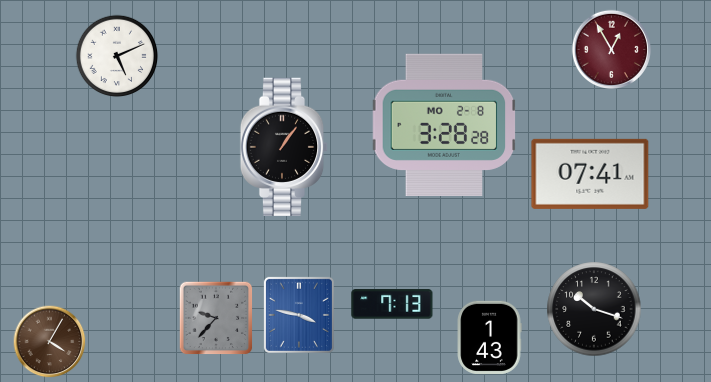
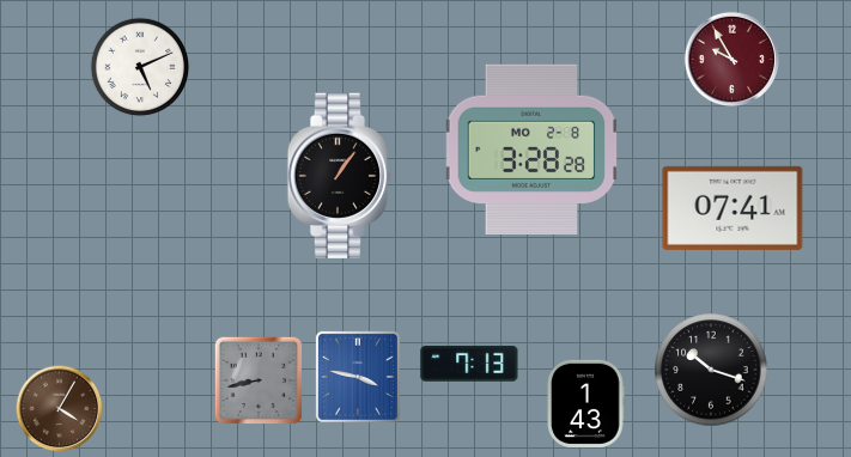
clock at (611, 49): 12:55 -> 9:55
clock at (590, 174) position: (590, 174) -> (733, 208)
clock at (216, 318): 9:37 -> 8:43
